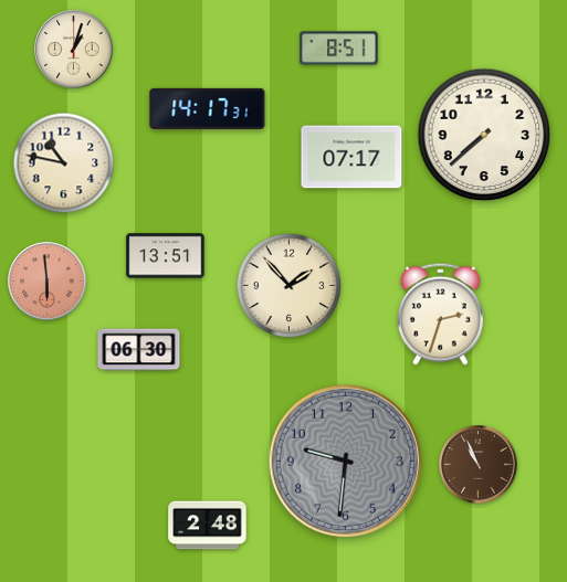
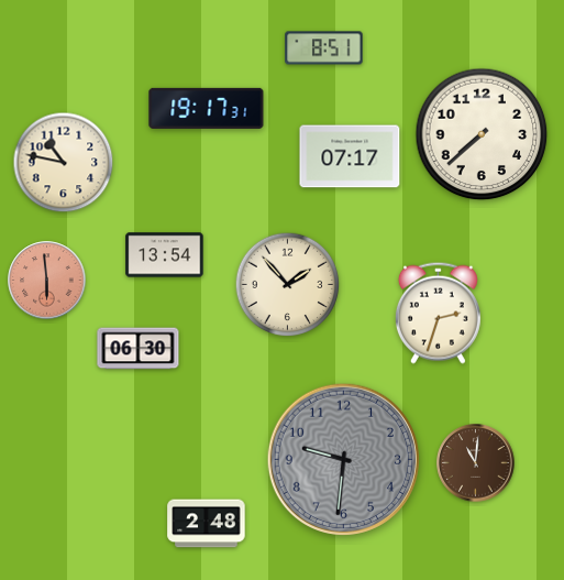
clock at (339, 49) position: (339, 49) -> (324, 48)
clock at (74, 50): 1:03 -> none
clock at (208, 108): 14:17 -> 19:17
clock at (166, 256): 13:51 -> 13:54
clock at (479, 465): 10:56 -> 11:01
